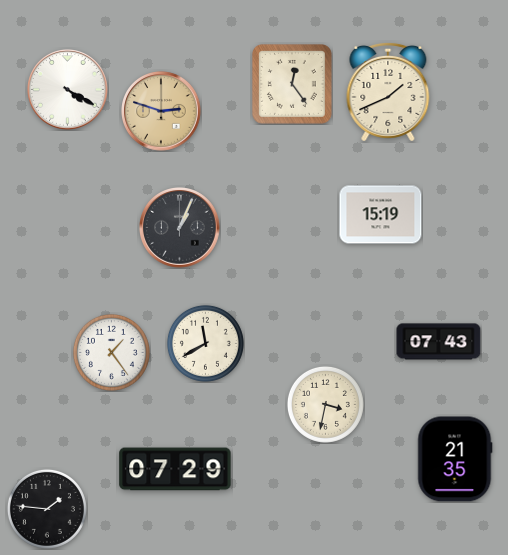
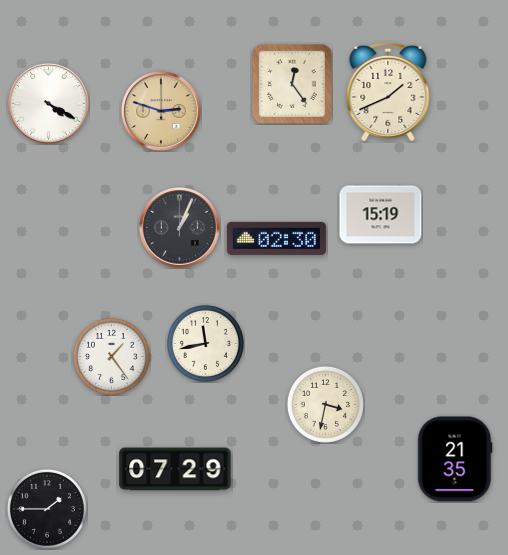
clock at (68, 90) position: (68, 90) -> (49, 104)
clock at (276, 238): none -> 02:30
clock at (439, 342): 07:43 -> none
clock at (205, 343): 11:40 -> 11:43
clock at (111, 352) position: (111, 352) -> (111, 356)
clock at (47, 509): 1:46 -> 1:45
